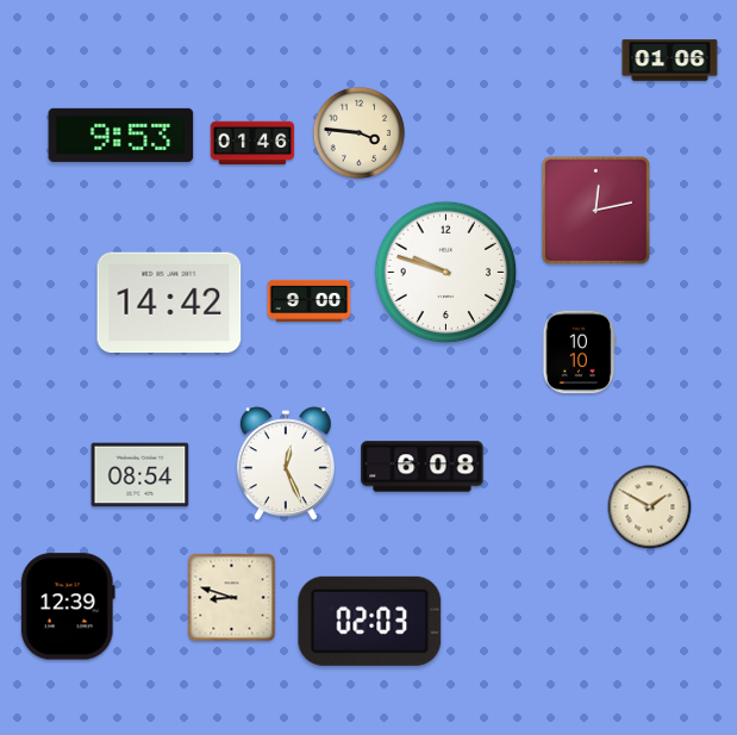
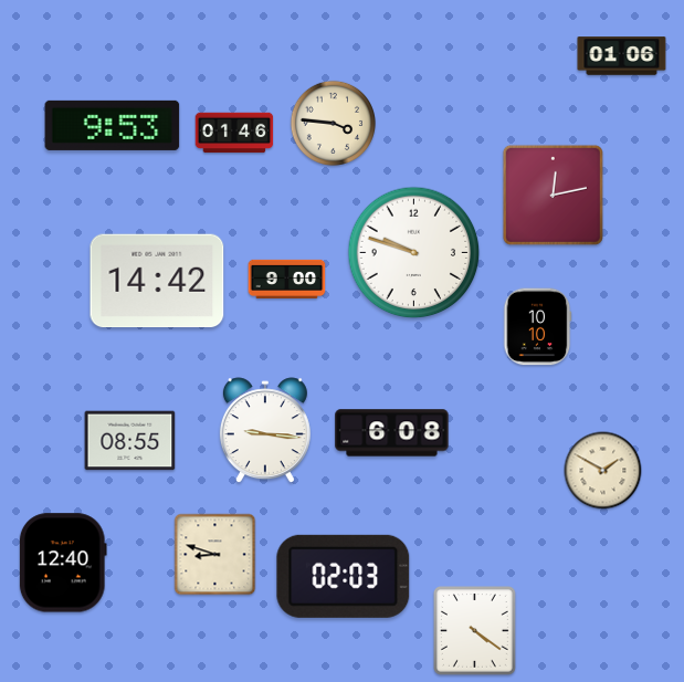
clock at (286, 465): 12:26 -> 9:16
clock at (140, 475): 08:54 -> 08:55
clock at (68, 606): 12:39 -> 12:40
clock at (475, 631): none -> 4:21
